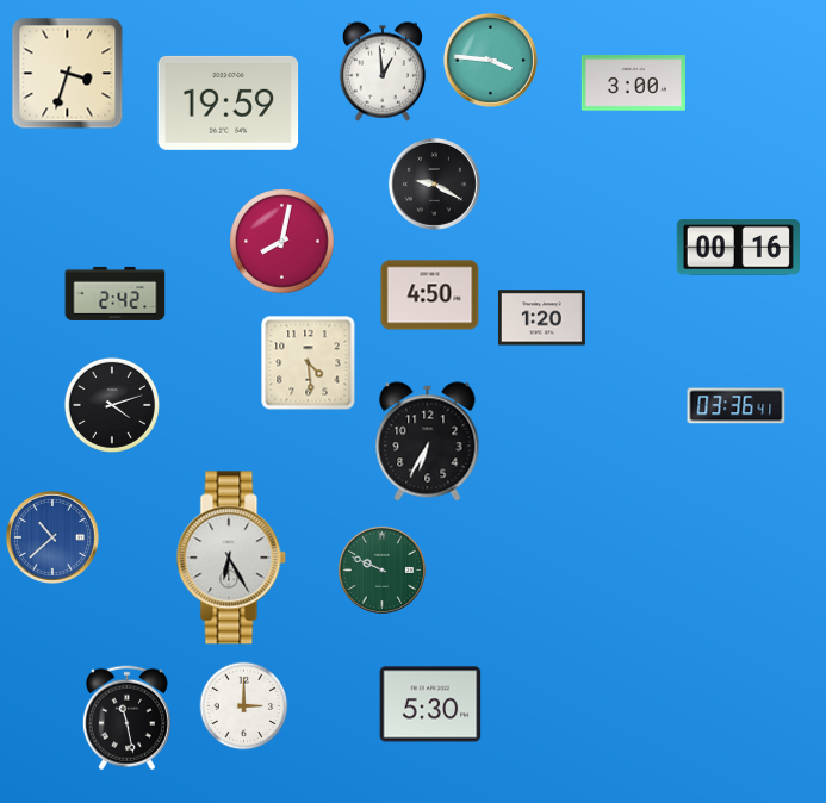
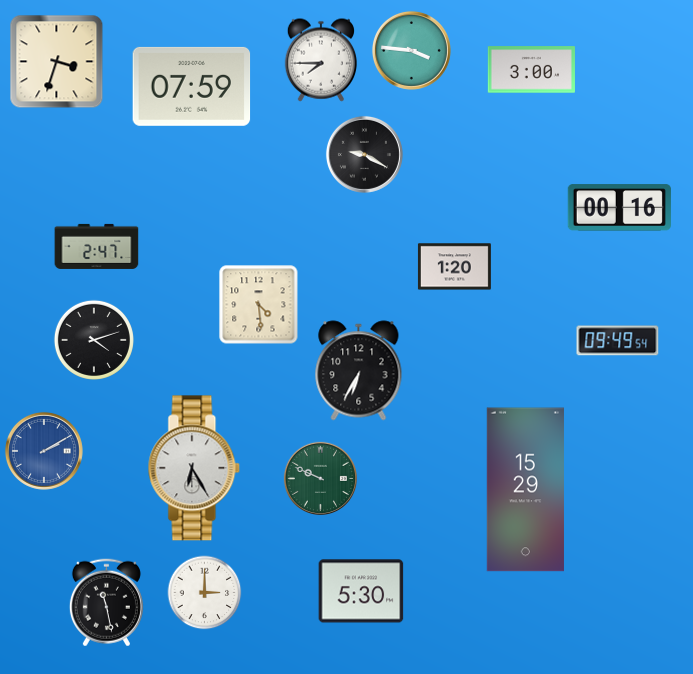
clock at (381, 71): 12:59 -> 7:45
clock at (229, 102): 19:59 -> 07:59
clock at (282, 242): 8:02 -> none
clock at (116, 293): 2:42 -> 2:47
clock at (430, 295): 4:50 -> none
clock at (737, 406): 03:36 -> 09:49
clock at (52, 537): 10:38 -> 2:10
clock at (525, 490): none -> 15:29
